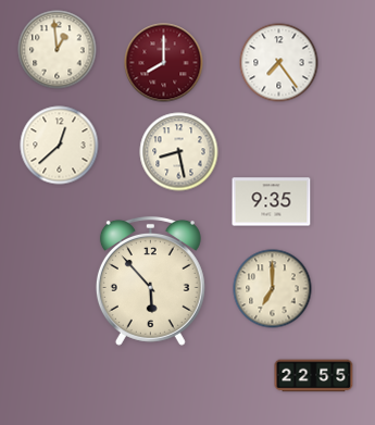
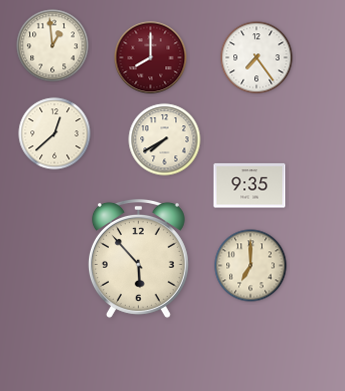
clock at (179, 152): 8:28 -> 7:40
clock at (314, 376): 22:55 -> none
